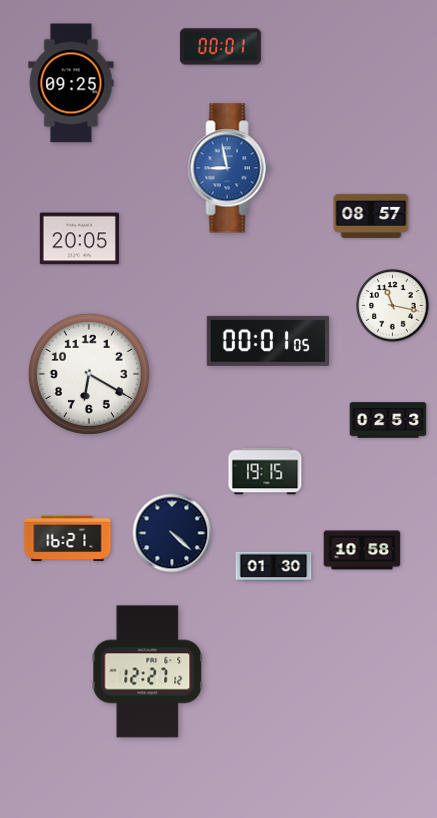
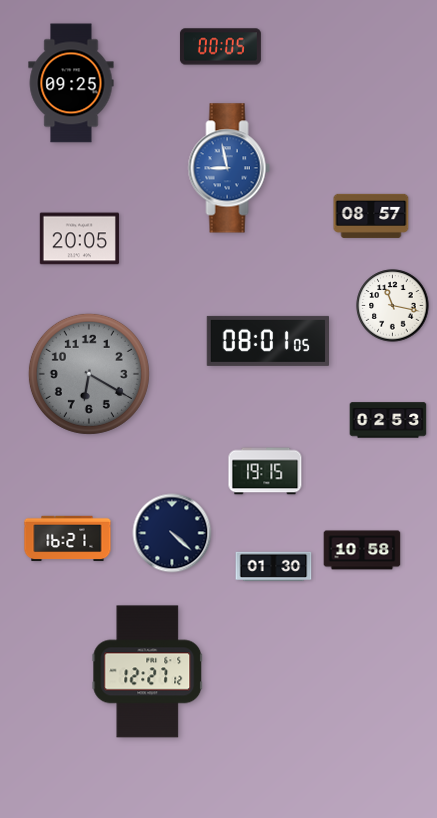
clock at (220, 47): 00:01 -> 00:05
clock at (267, 341): 00:01 -> 08:01
clock at (89, 374) dial: white -> grey
